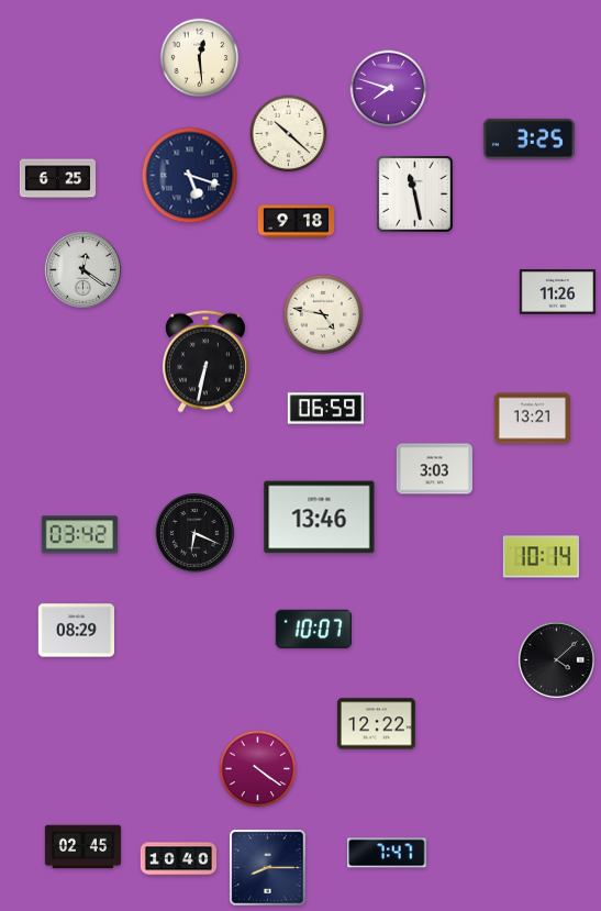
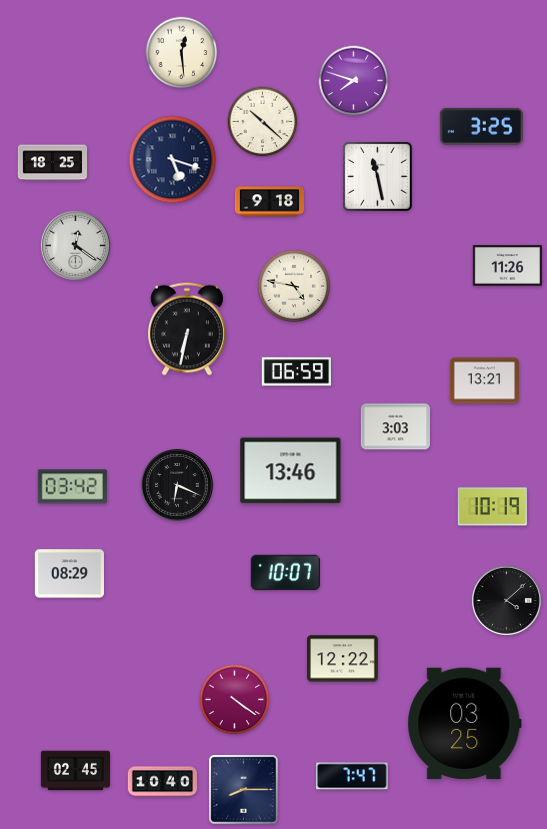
clock at (57, 179): 6:25 -> 18:25
clock at (541, 557): 10:14 -> 10:19
clock at (465, 724): none -> 03:25
